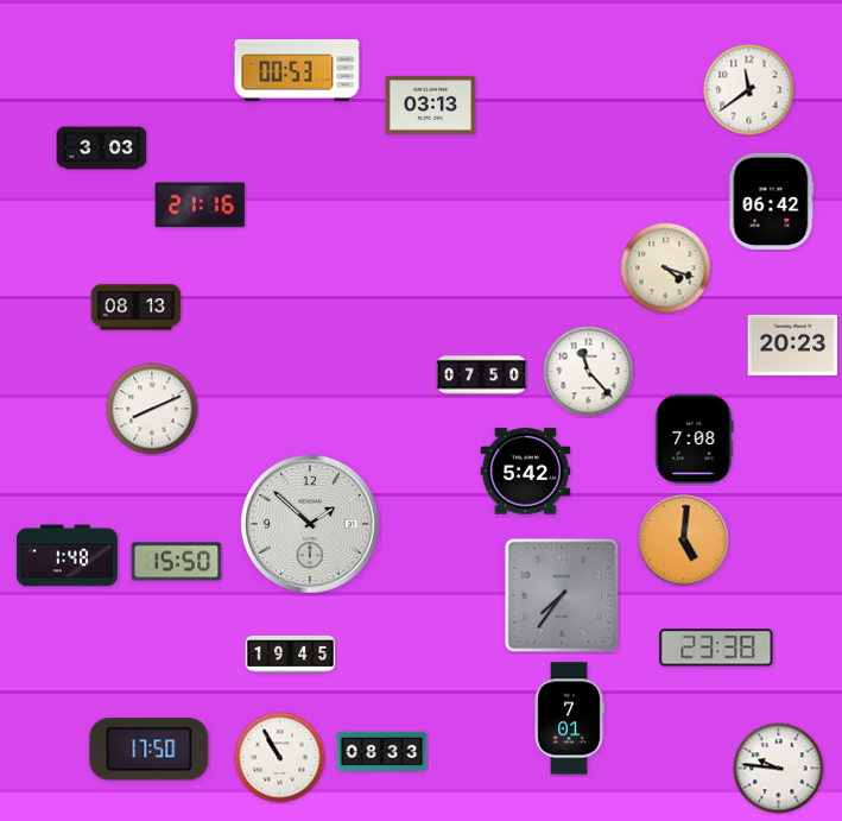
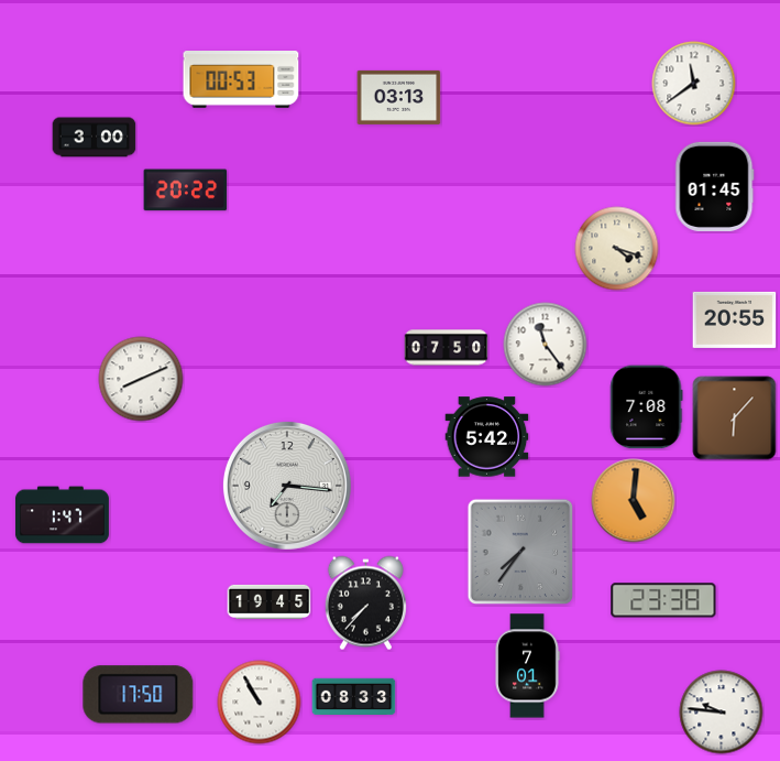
clock at (297, 71) position: (297, 71) -> (241, 80)
clock at (102, 149): 3:03 -> 3:00
clock at (772, 201): 06:42 -> 01:45
clock at (201, 206): 21:16 -> 20:22
clock at (137, 308): 08:13 -> none
clock at (793, 345): 20:23 -> 20:55
clock at (589, 372): 11:23 -> 11:24
clock at (695, 440) position: (695, 440) -> (647, 407)
clock at (735, 418): none -> 6:07
clock at (310, 524): 1:52 -> 7:16
clock at (67, 556): 1:48 -> 1:47
clock at (177, 562): 15:50 -> none
clock at (365, 604): none -> 7:37
clock at (291, 653) position: (291, 653) -> (270, 601)
